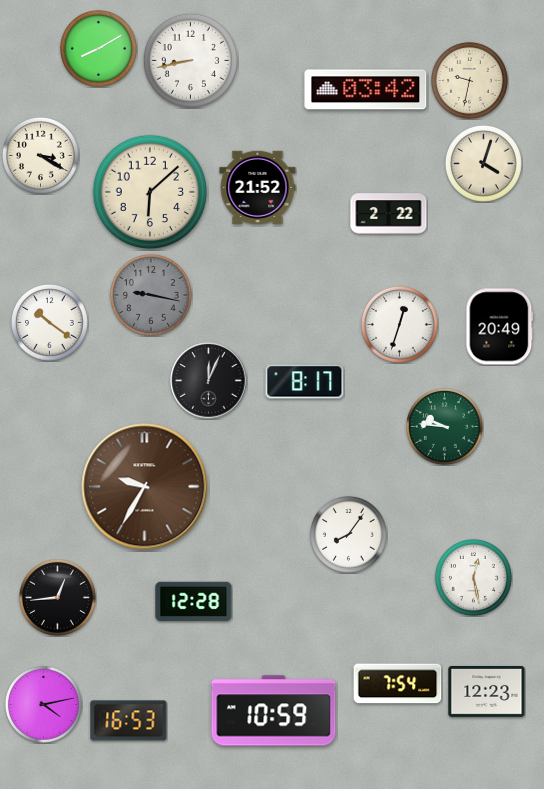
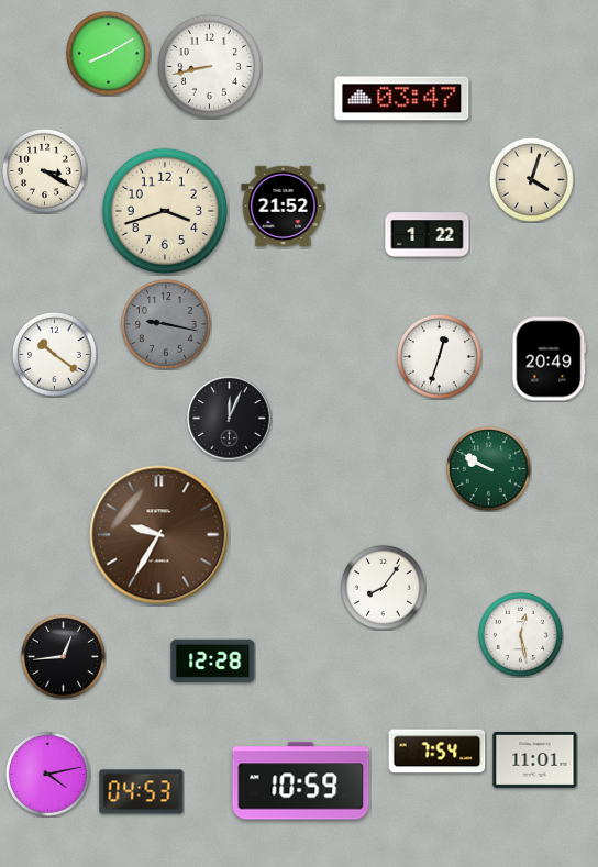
clock at (470, 81): 9:32 -> none
clock at (366, 90): 03:42 -> 03:47
clock at (150, 192): 6:08 -> 3:42
clock at (389, 214): 2:22 -> 1:22
clock at (305, 382): 8:17 -> none
clock at (445, 427): 9:46 -> 9:50
clock at (487, 691): 12:23 -> 11:01
clock at (129, 721): 16:53 -> 04:53
